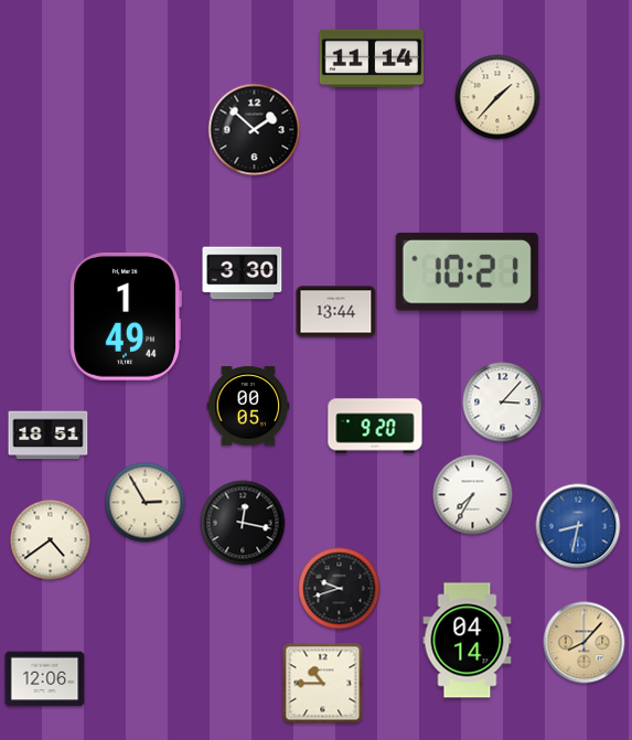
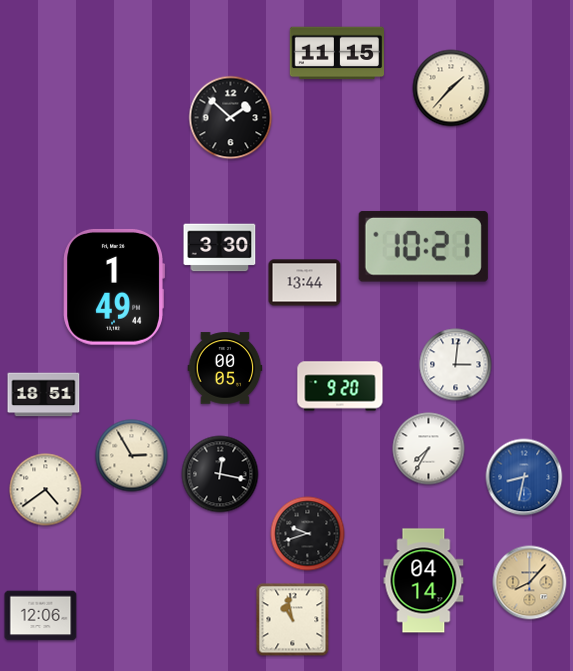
clock at (371, 58): 11:14 -> 11:15
clock at (503, 403): 3:07 -> 3:01
clock at (323, 684): 10:45 -> 10:58
